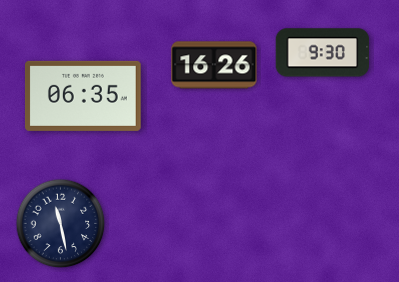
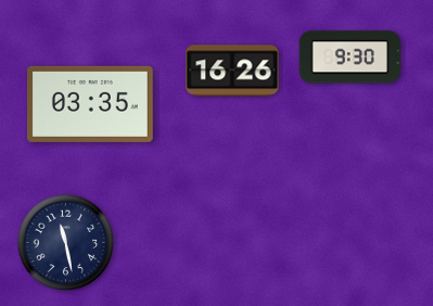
clock at (84, 96): 06:35 -> 03:35
